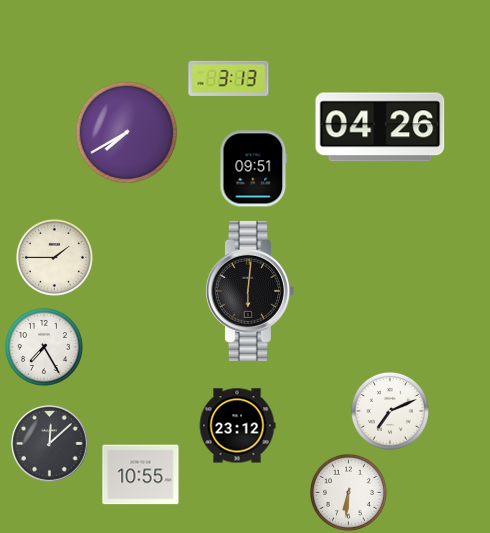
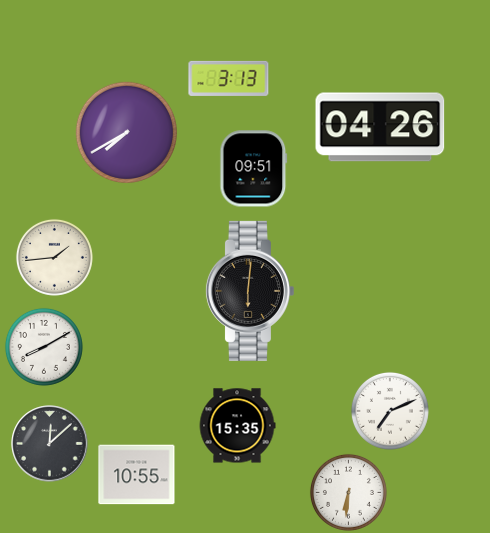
clock at (54, 257): 1:45 -> 1:44
clock at (44, 347): 7:25 -> 8:10
clock at (237, 426): 23:12 -> 15:35
clock at (141, 475) position: (141, 475) -> (137, 475)
